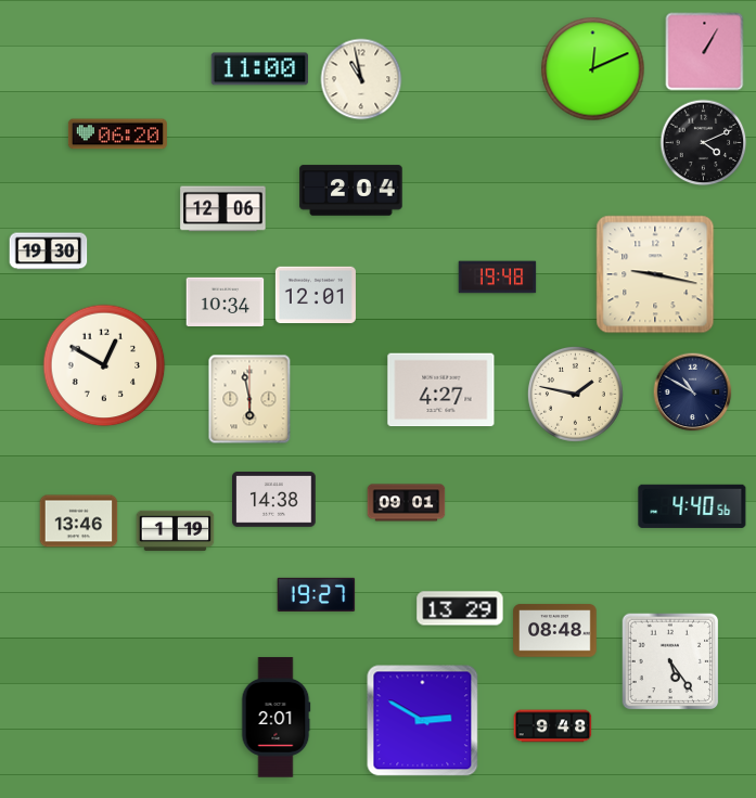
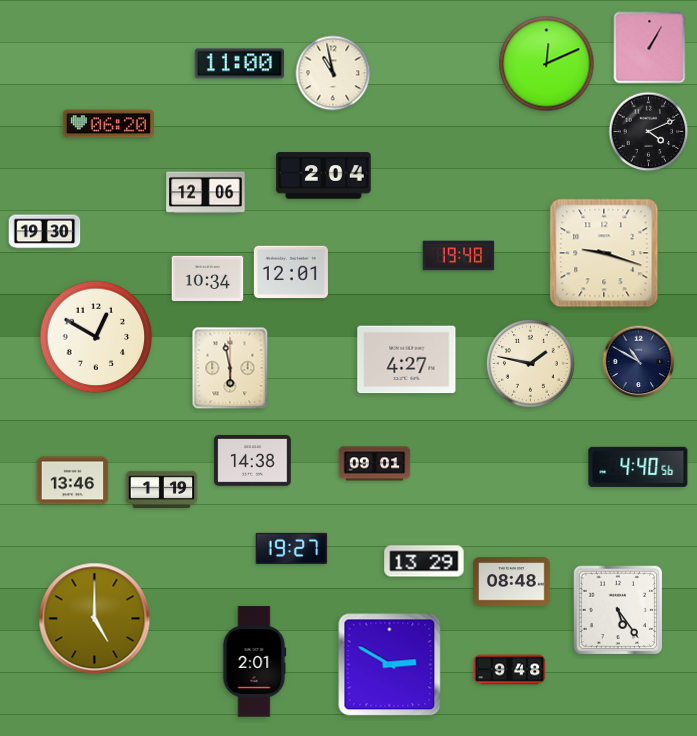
clock at (655, 274): 9:17 -> 9:18
clock at (95, 619): none -> 5:00
